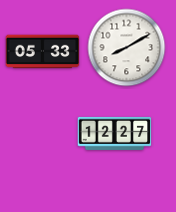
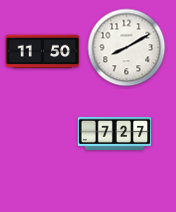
clock at (43, 52): 05:33 -> 11:50
clock at (115, 133): 12:27 -> 7:27
